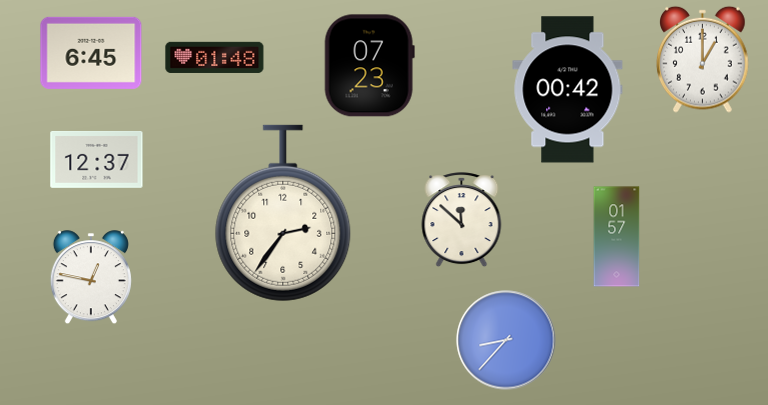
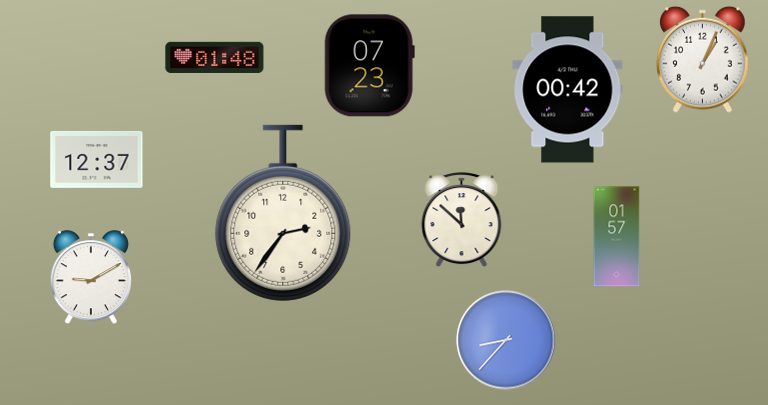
clock at (91, 53): 6:45 -> none
clock at (703, 59): 1:00 -> 1:04
clock at (91, 277): 12:47 -> 9:10
